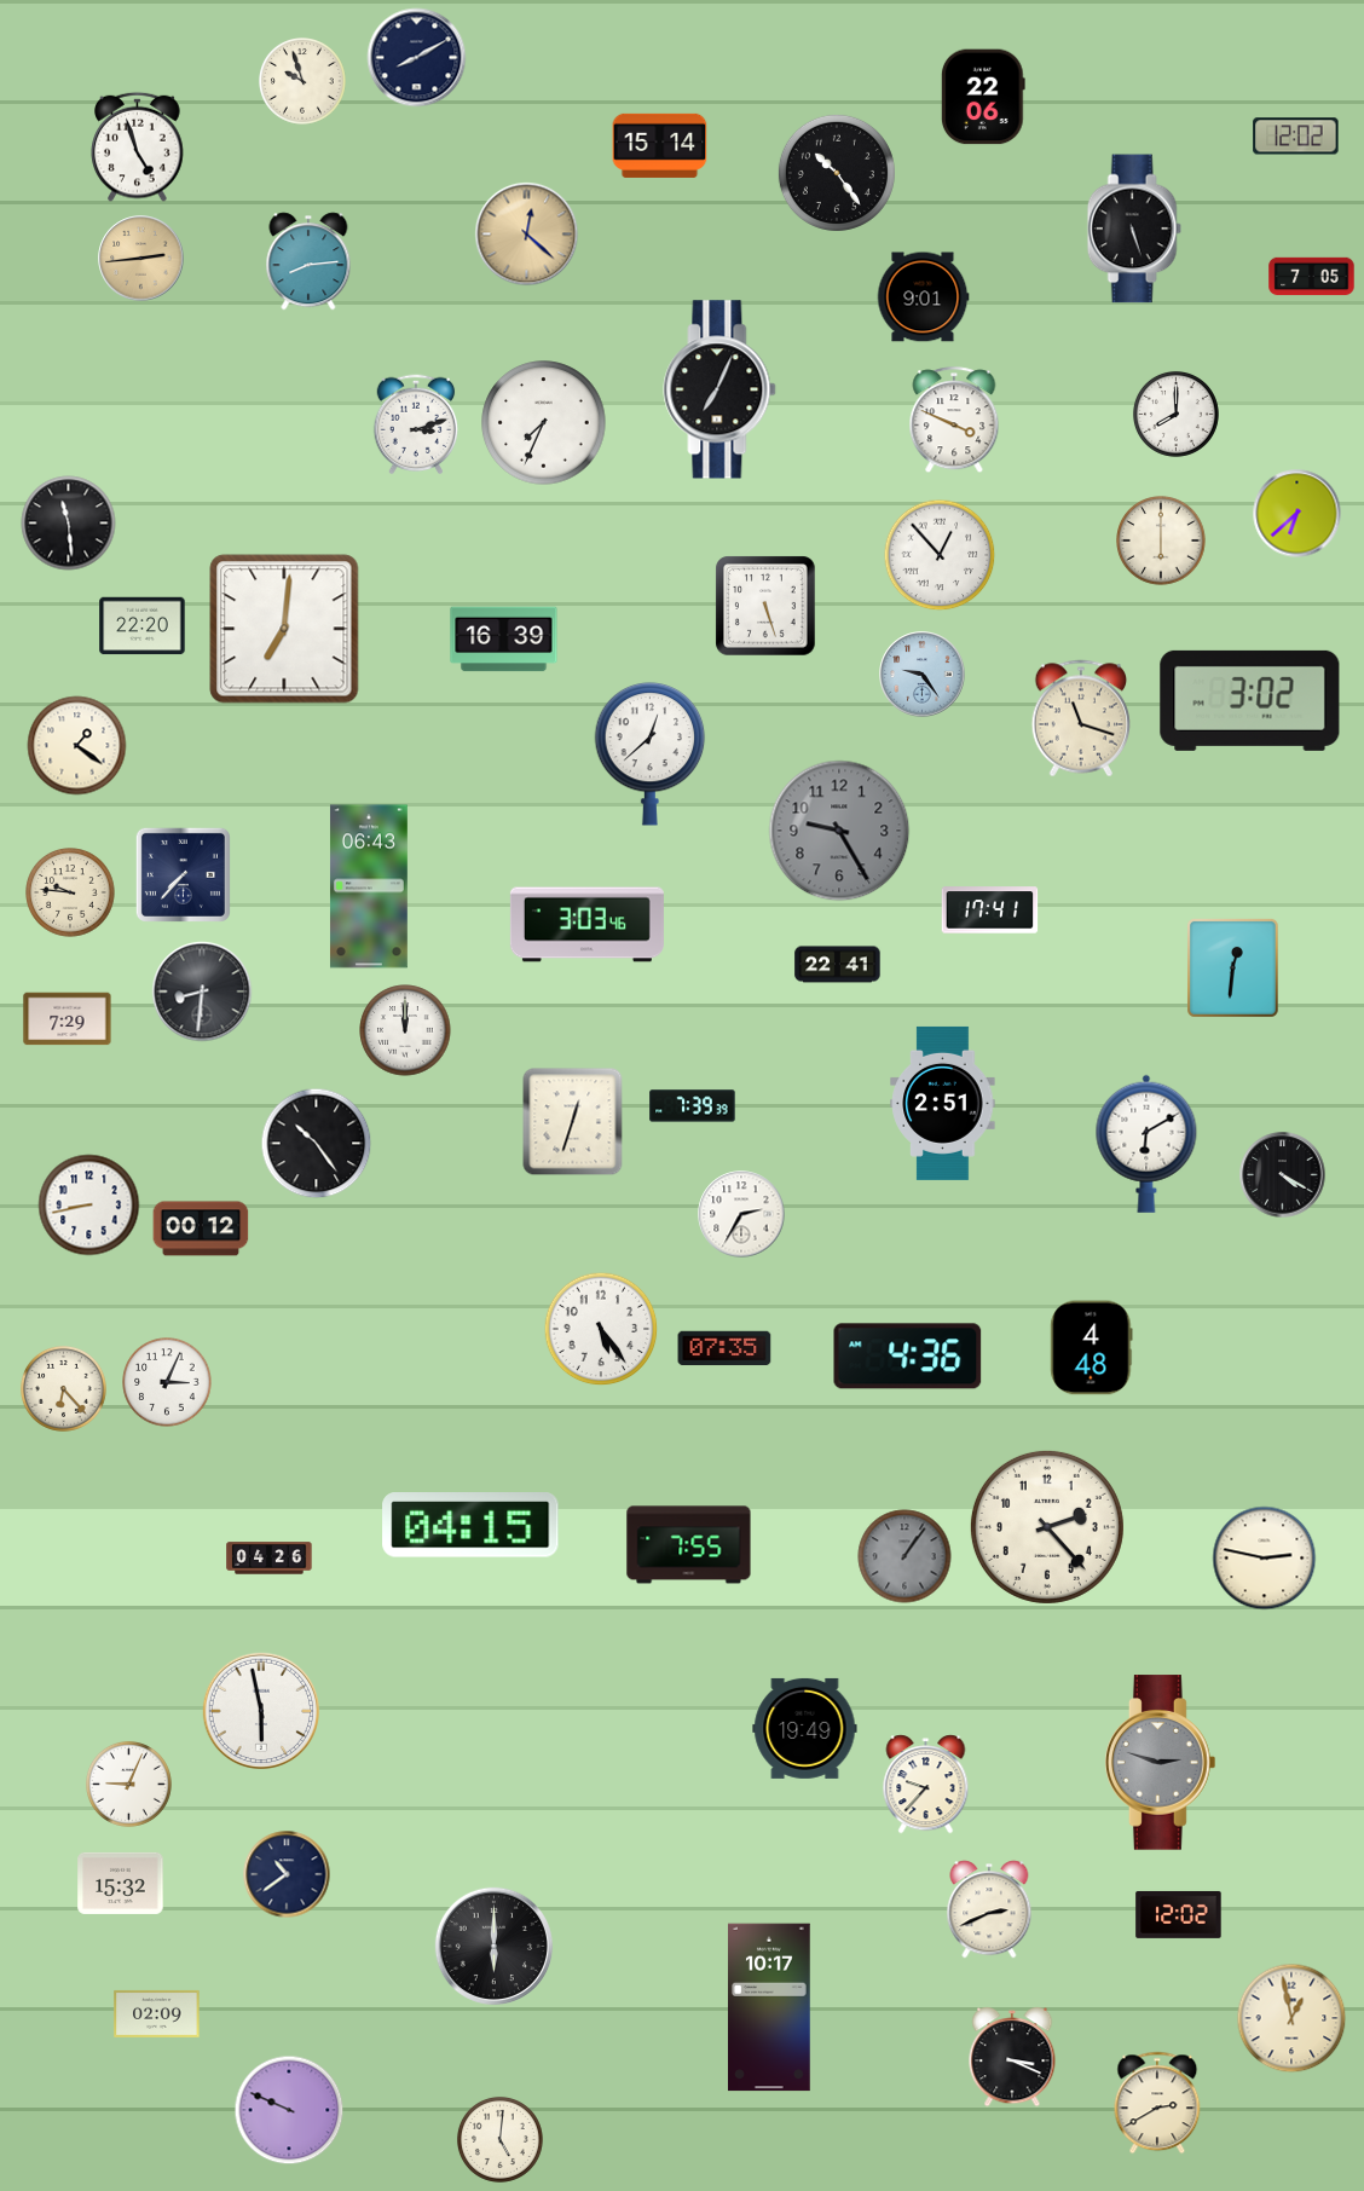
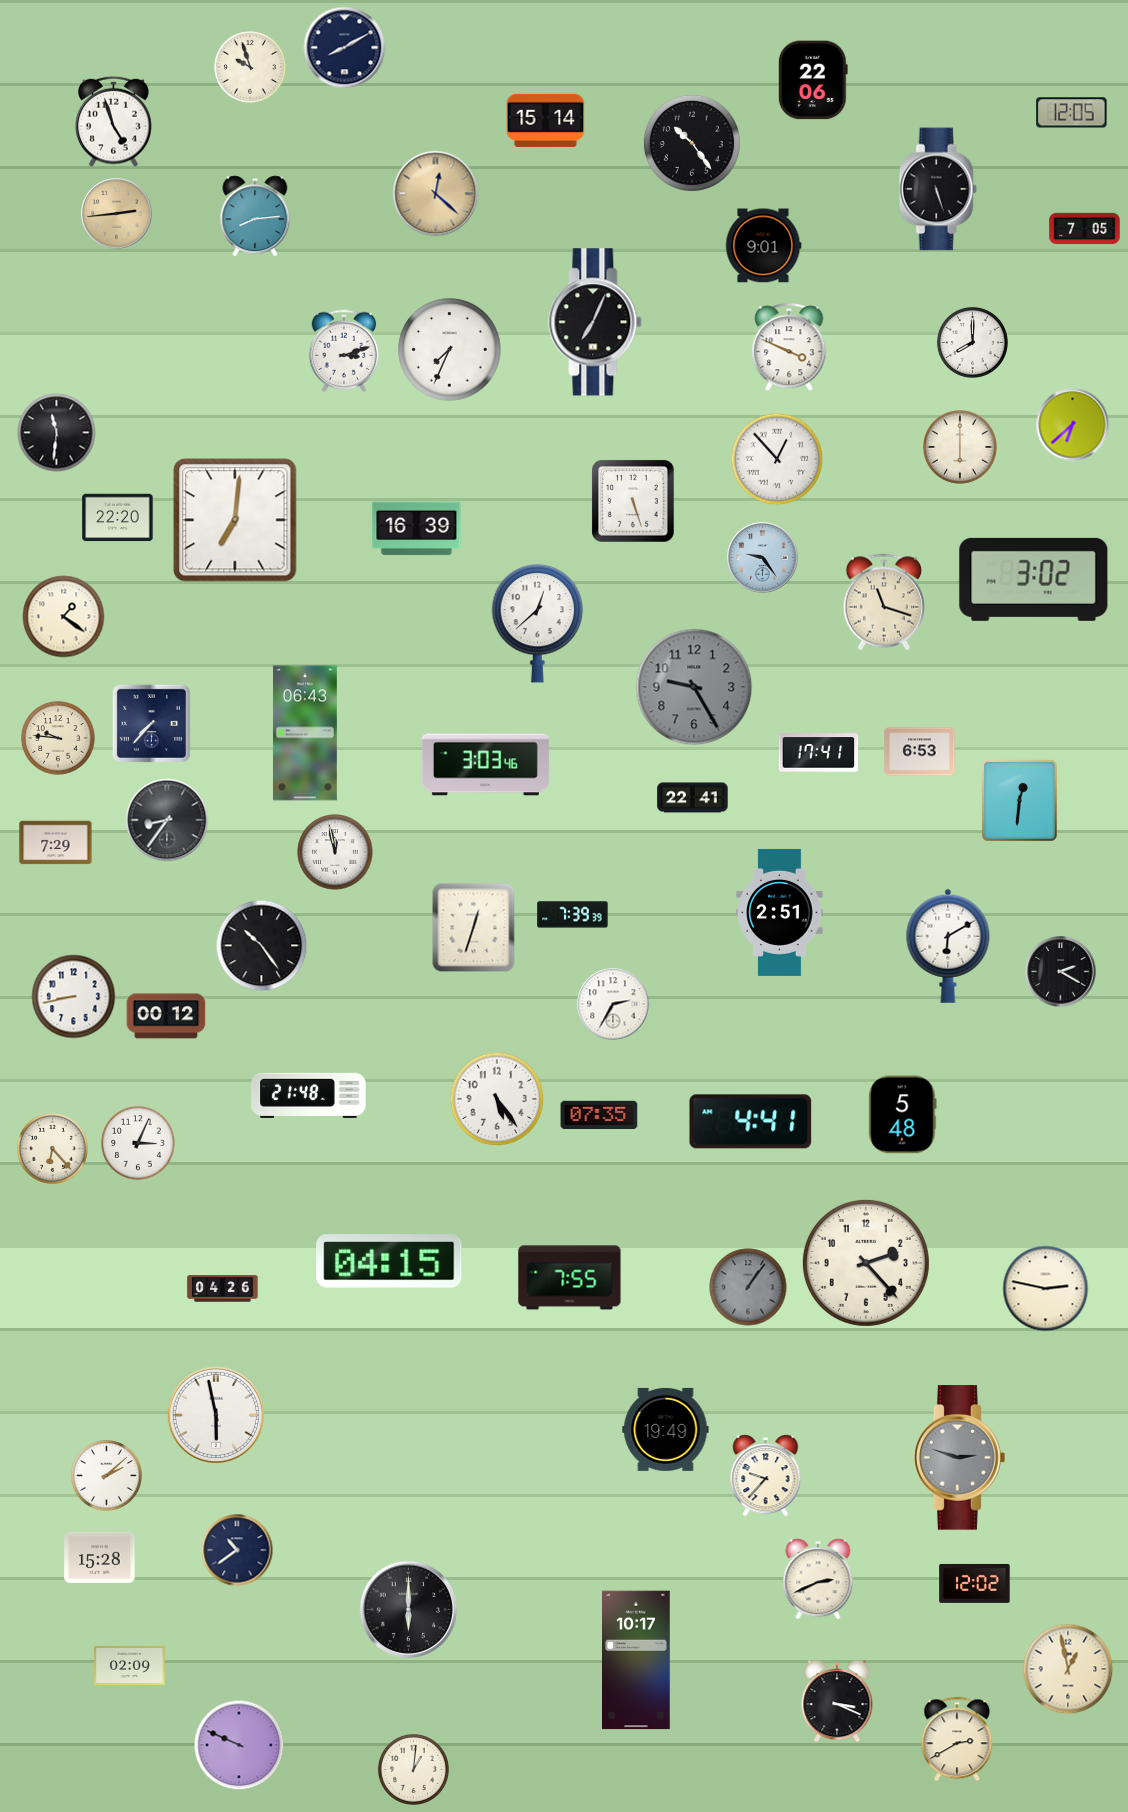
clock at (1296, 137): 12:02 -> 12:05
clock at (69, 524): 11:29 -> 11:31
clock at (1081, 718) position: (1081, 718) -> (884, 602)
clock at (920, 752): none -> 6:53
clock at (202, 992): 8:31 -> 8:36
clock at (405, 1030): 12:00 -> 11:58
clock at (1283, 1175): 4:20 -> 2:20
clock at (309, 1095): none -> 21:48
clock at (1092, 1348): 4:48 -> 5:48
clock at (908, 1357): 4:36 -> 4:41
clock at (128, 1784): 9:04 -> 2:08
clock at (121, 1883): 15:32 -> 15:28
clock at (499, 2139): 5:01 -> 1:01
